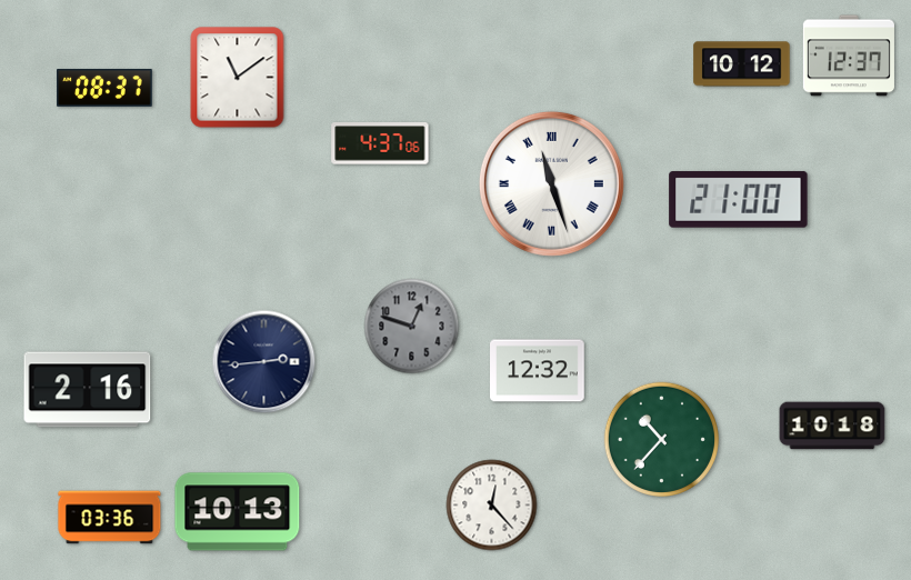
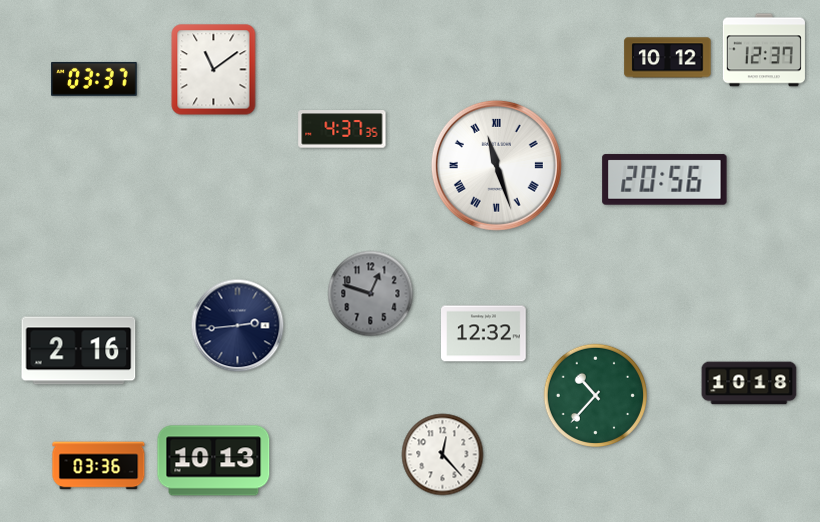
clock at (104, 88): 08:37 -> 03:37
clock at (380, 143): 4:37:06 -> 4:37:35
clock at (739, 200): 21:00 -> 20:56
